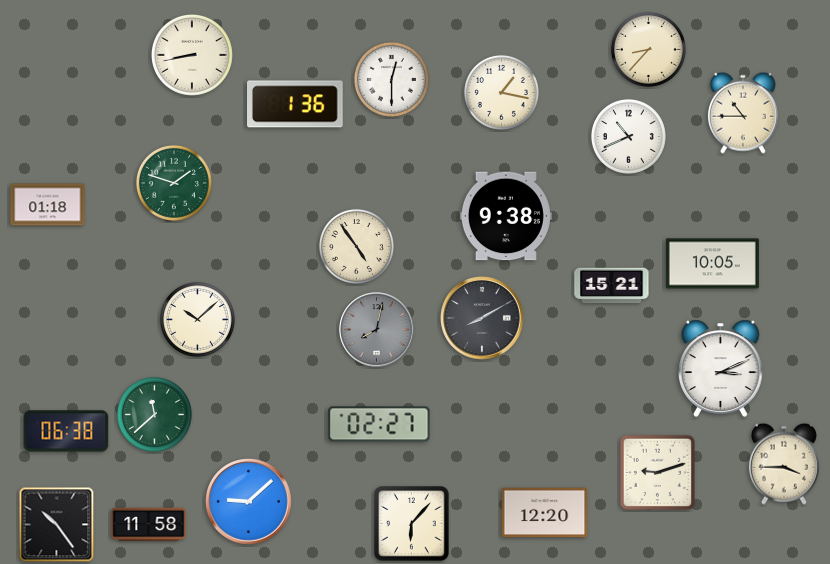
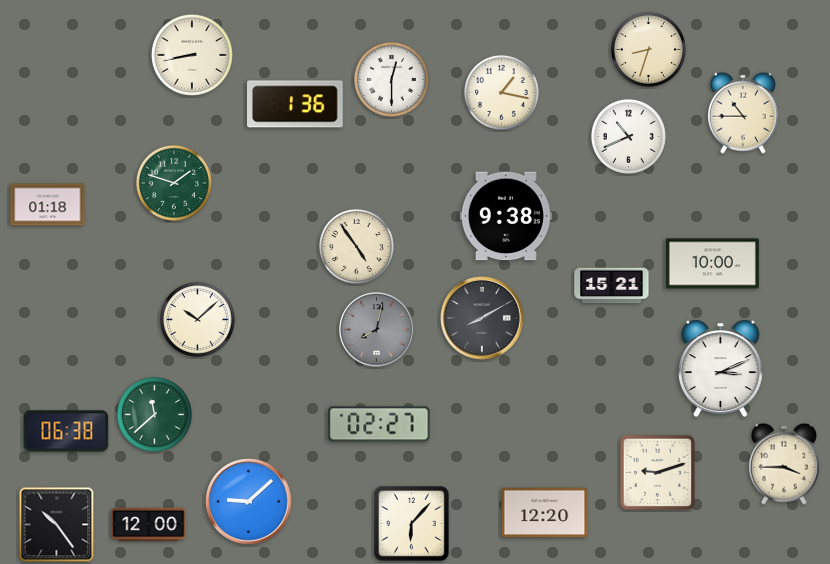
clock at (648, 49): 8:37 -> 8:33
clock at (712, 264): 10:05 -> 10:00
clock at (149, 525): 11:58 -> 12:00
